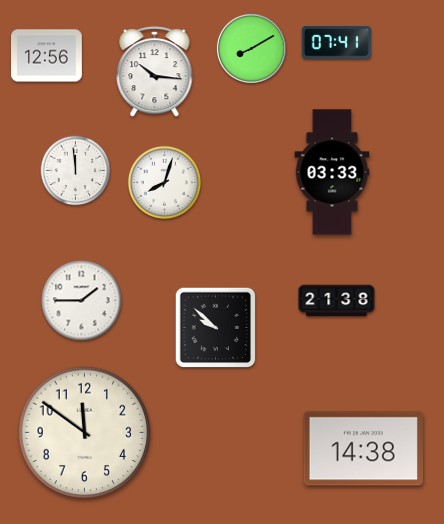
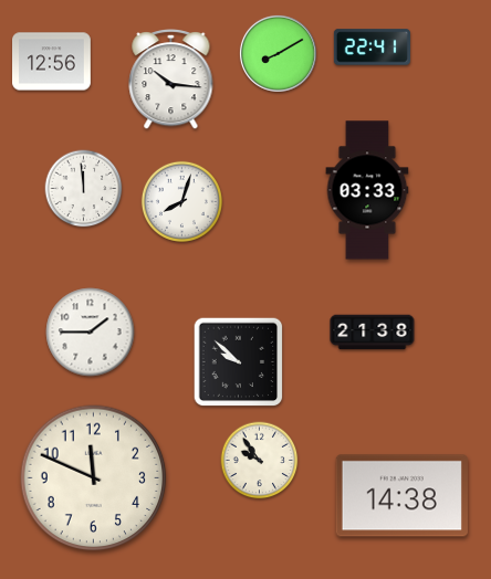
clock at (336, 43): 07:41 -> 22:41
clock at (260, 461): none -> 9:54
clock at (85, 433): 11:51 -> 11:49
